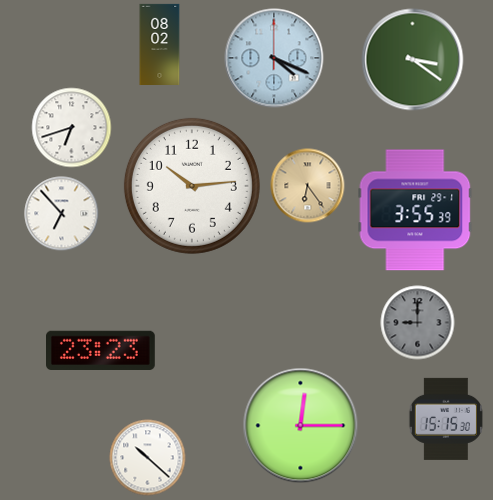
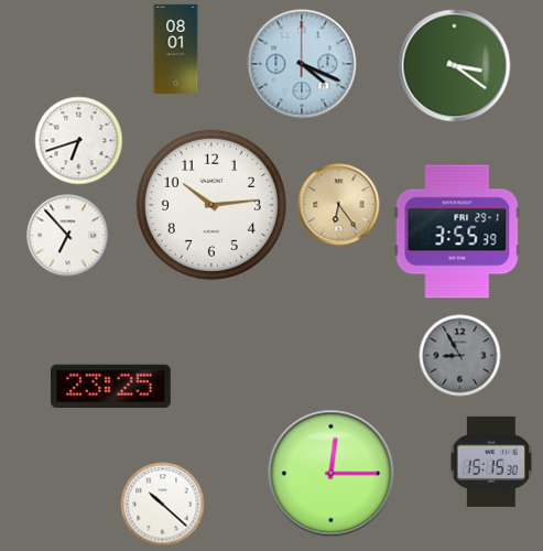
clock at (160, 44): 08:02 -> 08:01
clock at (418, 323): 9:00 -> 8:55
clock at (101, 351): 23:23 -> 23:25
clock at (301, 426) position: (301, 426) -> (332, 474)
